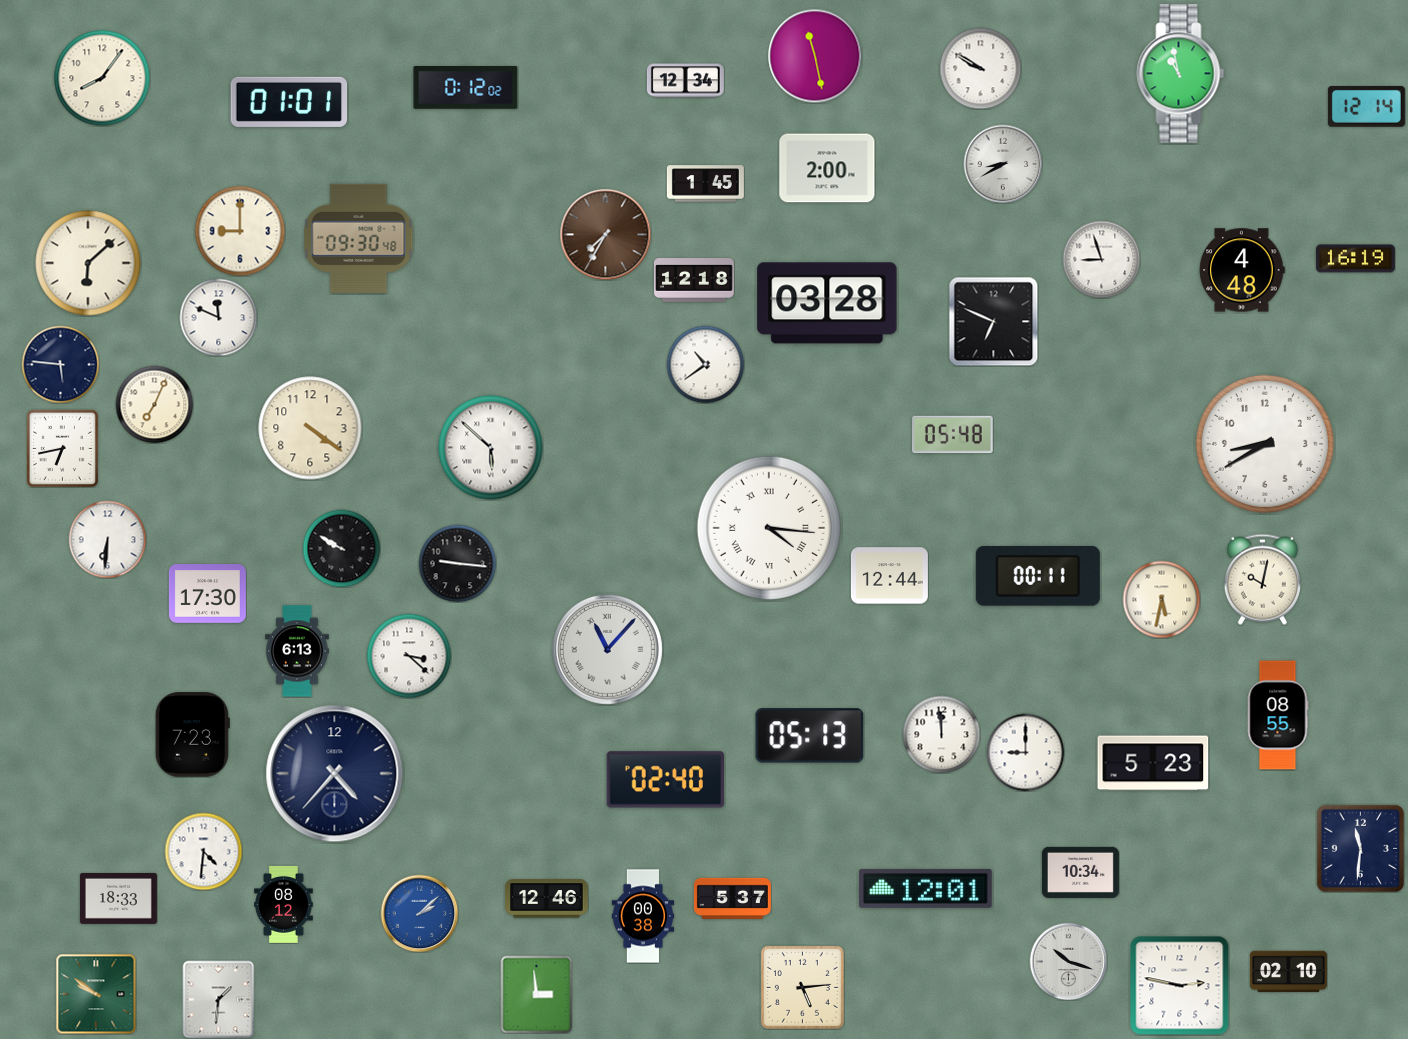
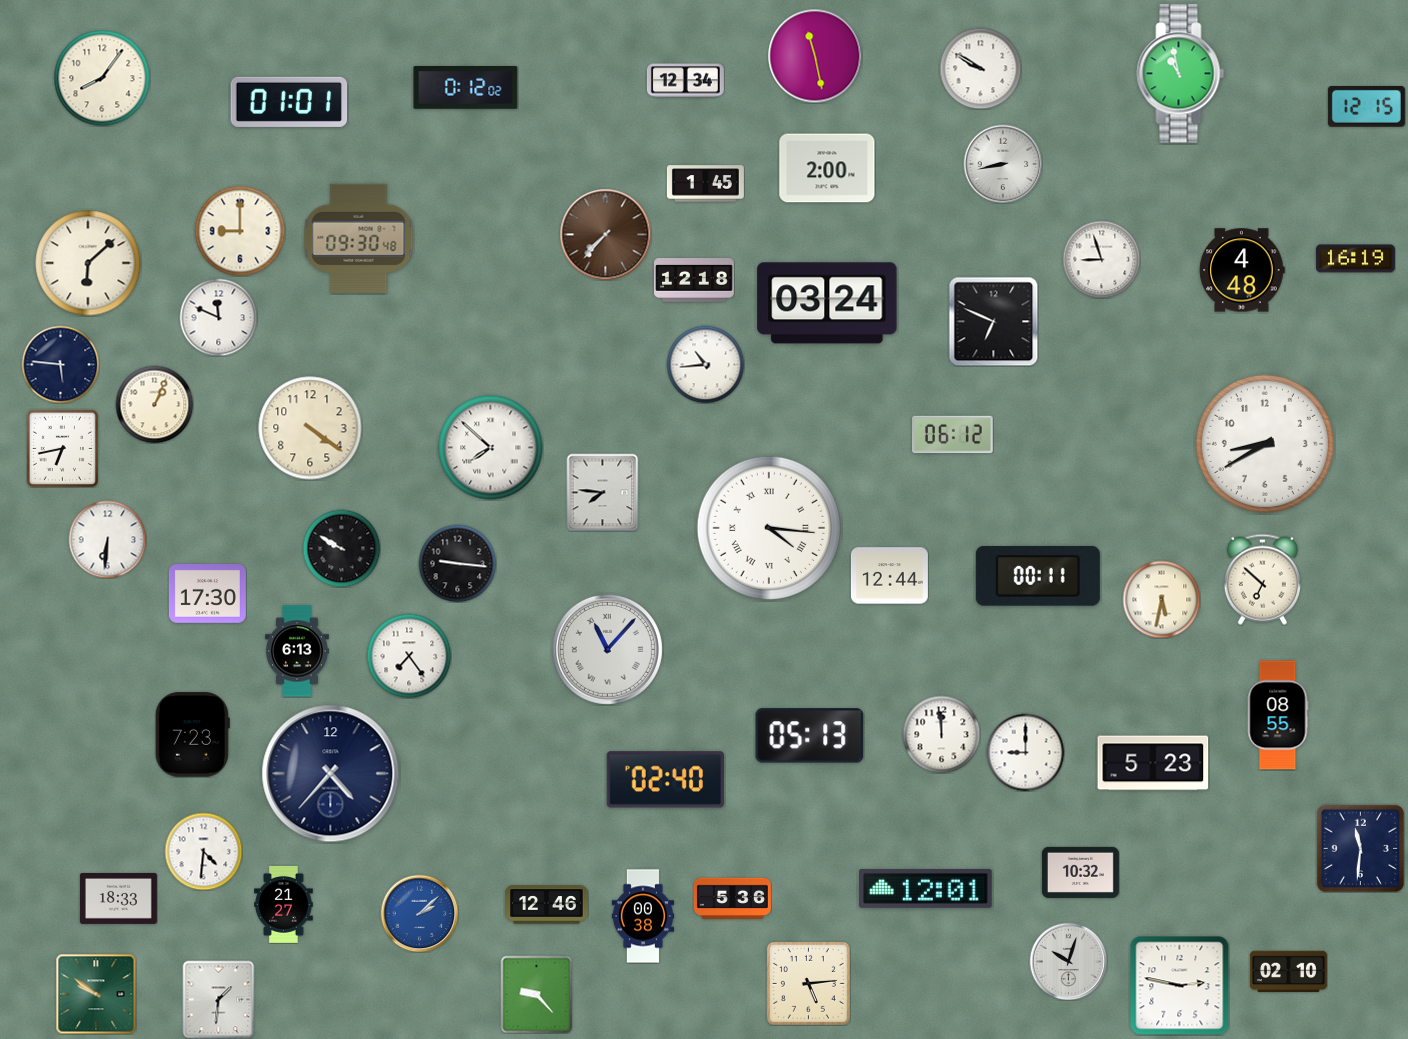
clock at (1366, 106): 12:14 -> 12:15
clock at (1003, 164): 8:40 -> 8:43
clock at (605, 234): 7:35 -> 7:37
clock at (827, 303): 03:28 -> 03:24
clock at (705, 364): 10:39 -> 10:44
clock at (154, 404): 7:04 -> 1:04
clock at (953, 435): 05:48 -> 06:12
clock at (491, 448): 5:52 -> 7:52
clock at (603, 492): none -> 7:46
clock at (1262, 579): 10:02 -> 6:52
clock at (409, 656): 3:22 -> 7:24
clock at (335, 774) position: (335, 774) -> (331, 774)
clock at (1080, 872): 10:34 -> 10:32
clock at (732, 898): 5:37 -> 5:36
clock at (547, 899) position: (547, 899) -> (547, 905)
clock at (284, 904): 08:12 -> 21:27
clock at (1068, 961): 10:18 -> 10:03
clock at (802, 987) position: (802, 987) -> (808, 983)
clock at (537, 994): 2:59 -> 9:23
